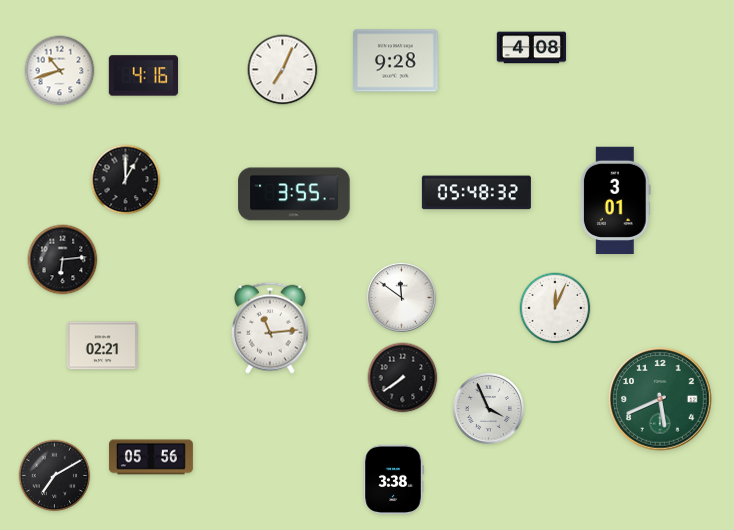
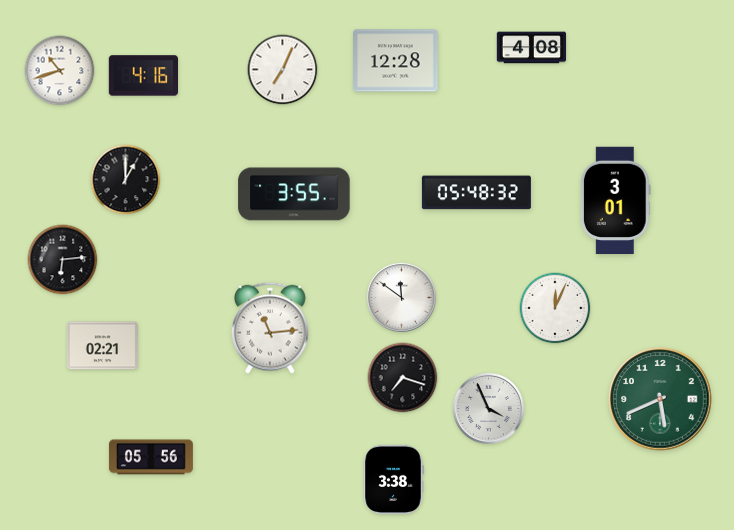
clock at (396, 61): 9:28 -> 12:28
clock at (403, 378): 7:39 -> 7:18
clock at (55, 476): 7:10 -> none
